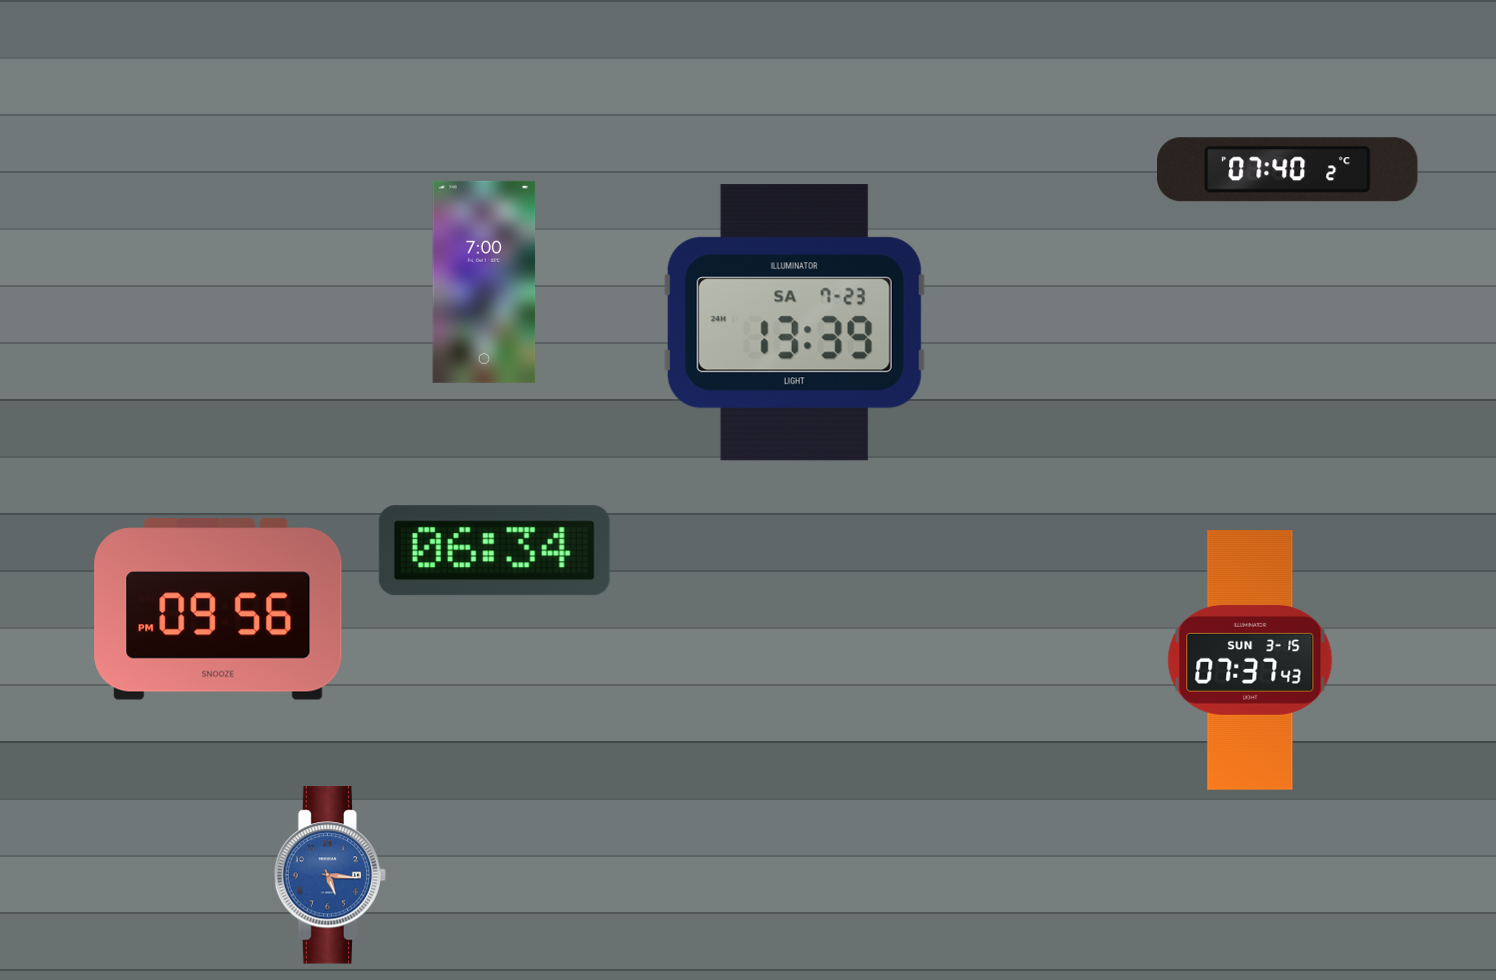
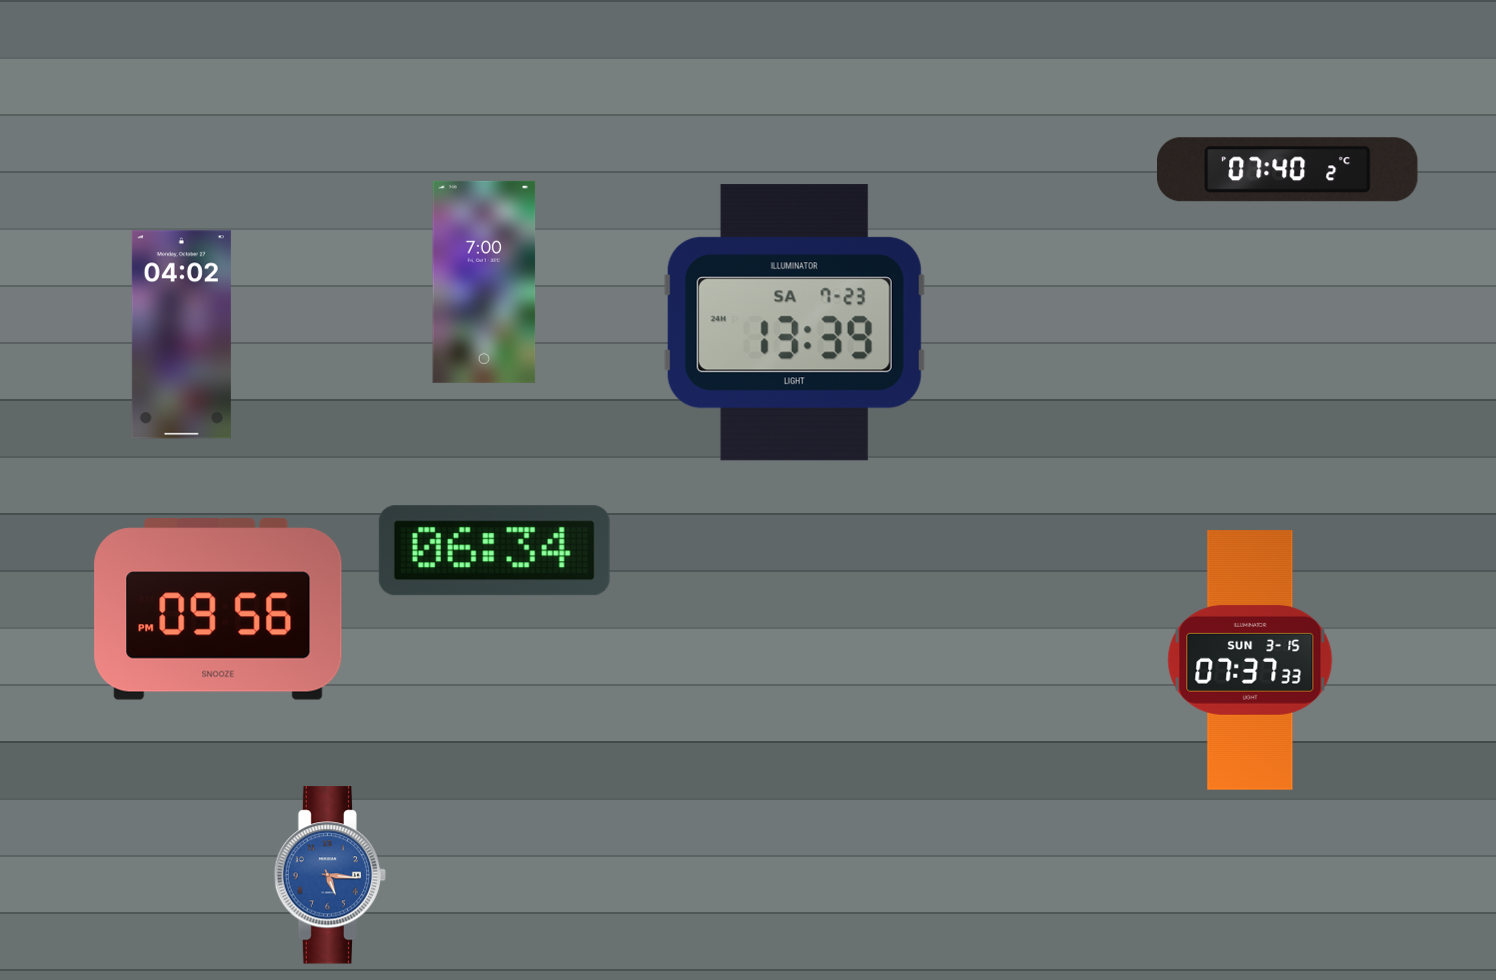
clock at (181, 335): none -> 04:02
clock at (1250, 660): 07:37:43 -> 07:37:33
